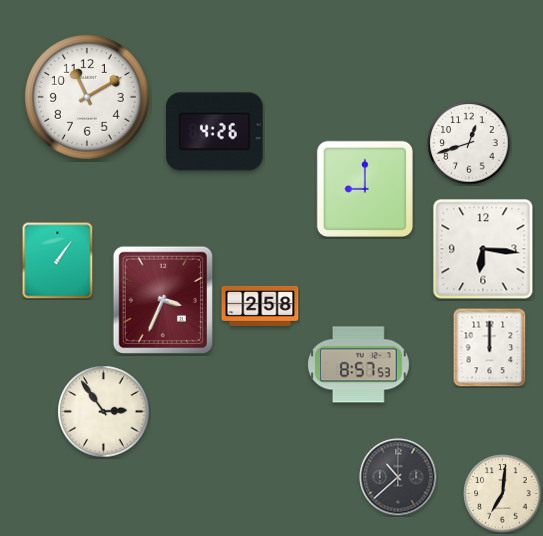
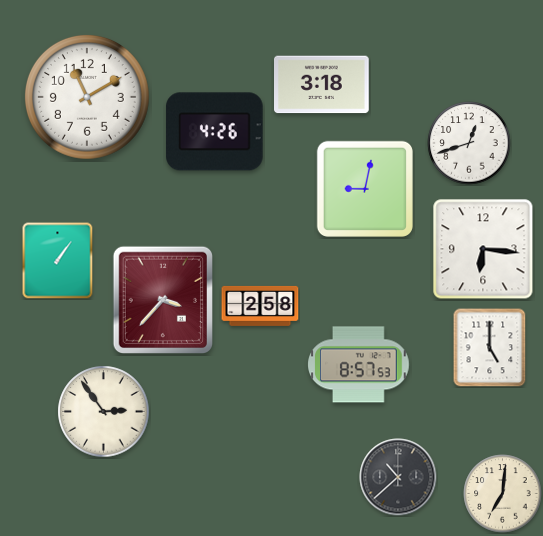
clock at (322, 85): none -> 3:18
clock at (365, 189): 9:00 -> 9:02
clock at (162, 299): 3:34 -> 3:37
clock at (490, 348): 12:00 -> 5:00
